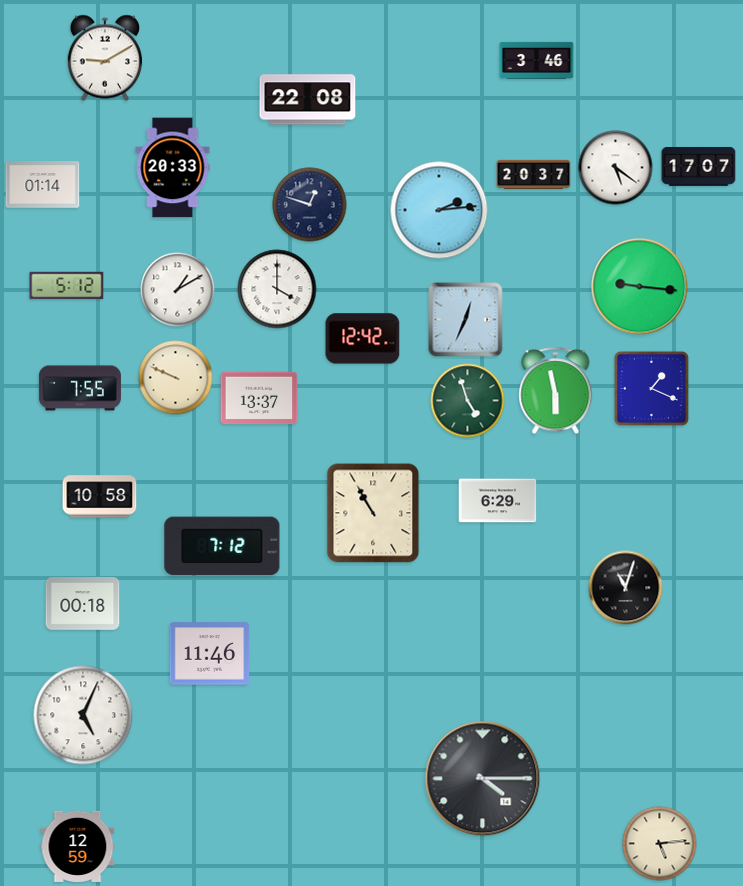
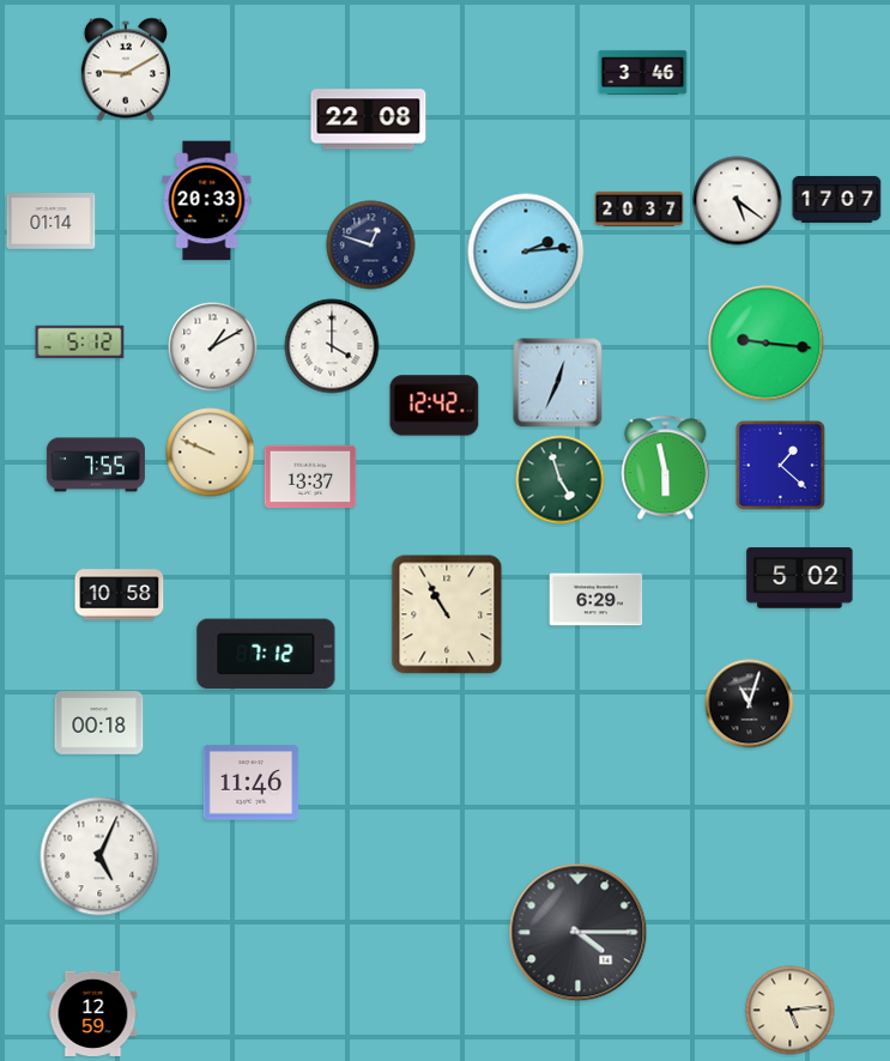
clock at (651, 388): 1:19 -> 1:22
clock at (800, 578): none -> 5:02
